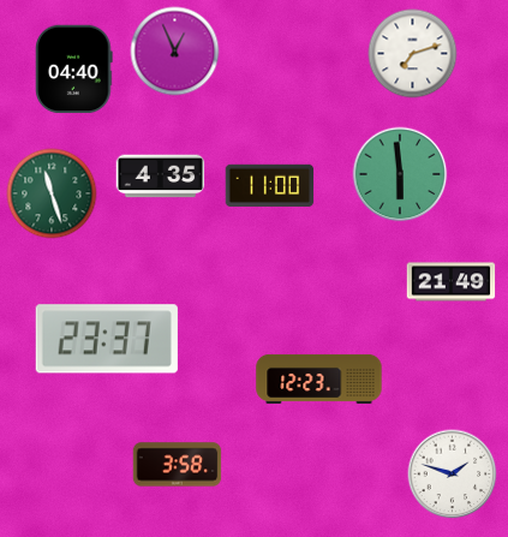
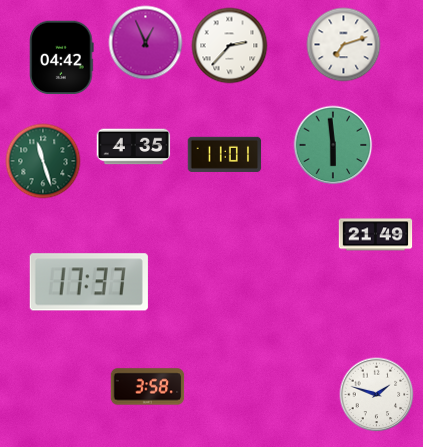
clock at (230, 46): none -> 2:37
clock at (74, 70): 04:40 -> 04:42
clock at (270, 185): 11:00 -> 11:01
clock at (107, 339): 23:37 -> 17:37
clock at (319, 378): 12:23 -> none
